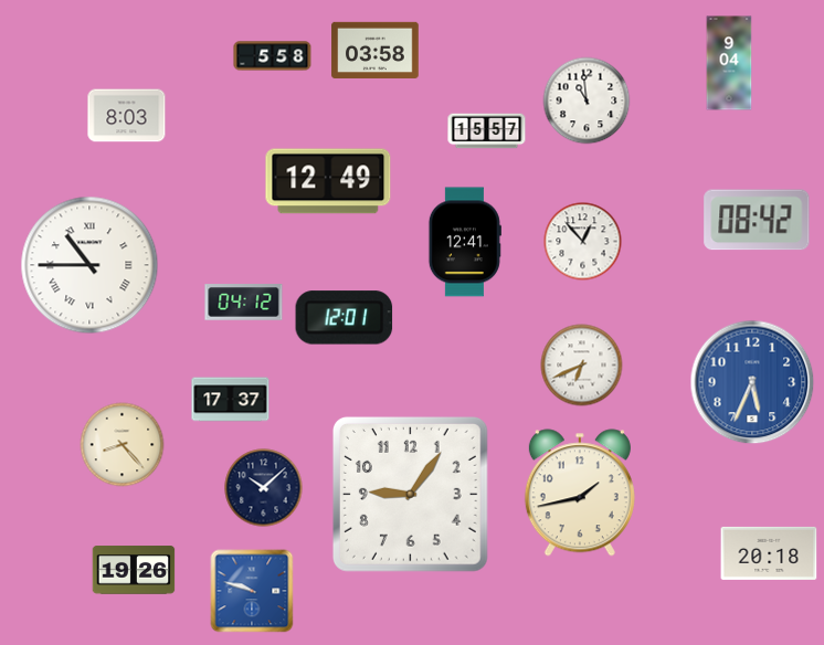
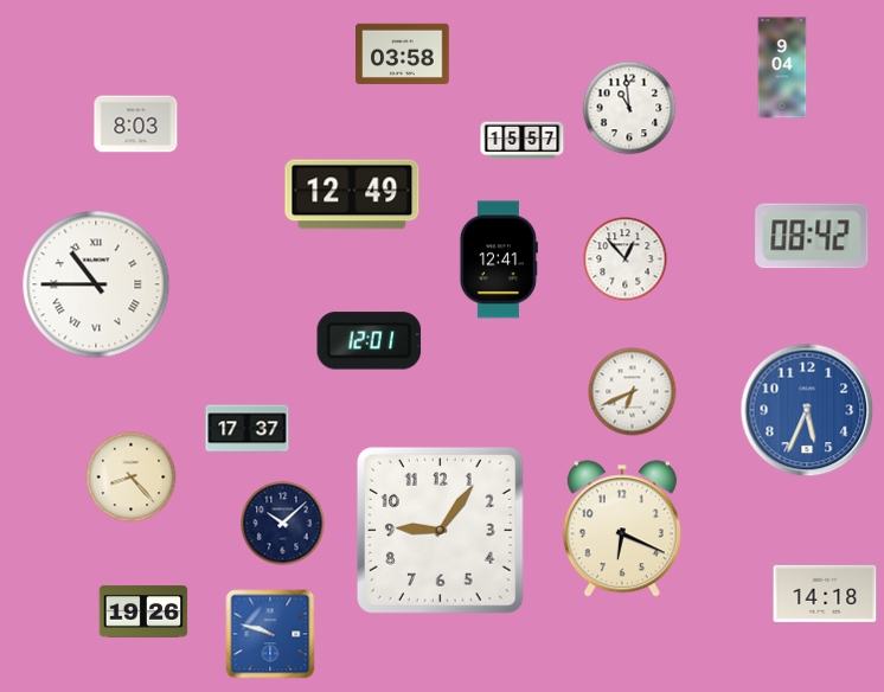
clock at (273, 56): 5:58 -> none
clock at (244, 303): 04:12 -> none
clock at (582, 366) position: (582, 366) -> (633, 392)
clock at (580, 493): 1:43 -> 6:19
clock at (769, 553): 20:18 -> 14:18
